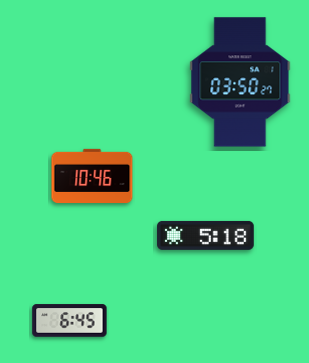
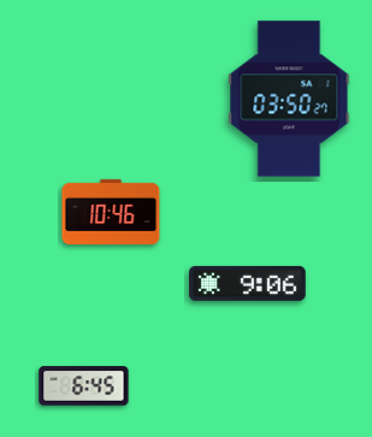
clock at (206, 235): 5:18 -> 9:06
